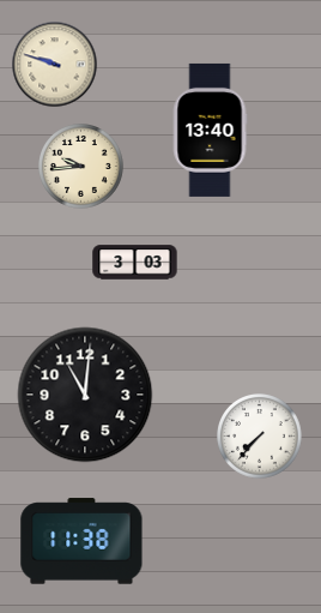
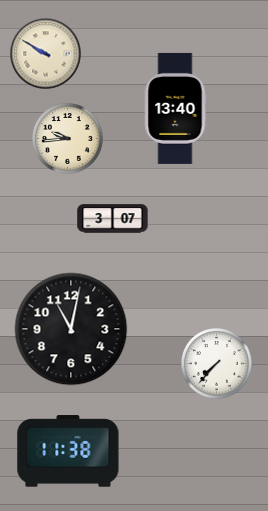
clock at (55, 65): 9:48 -> 9:50
clock at (135, 263): 3:03 -> 3:07
clock at (85, 395): 11:01 -> 11:02
